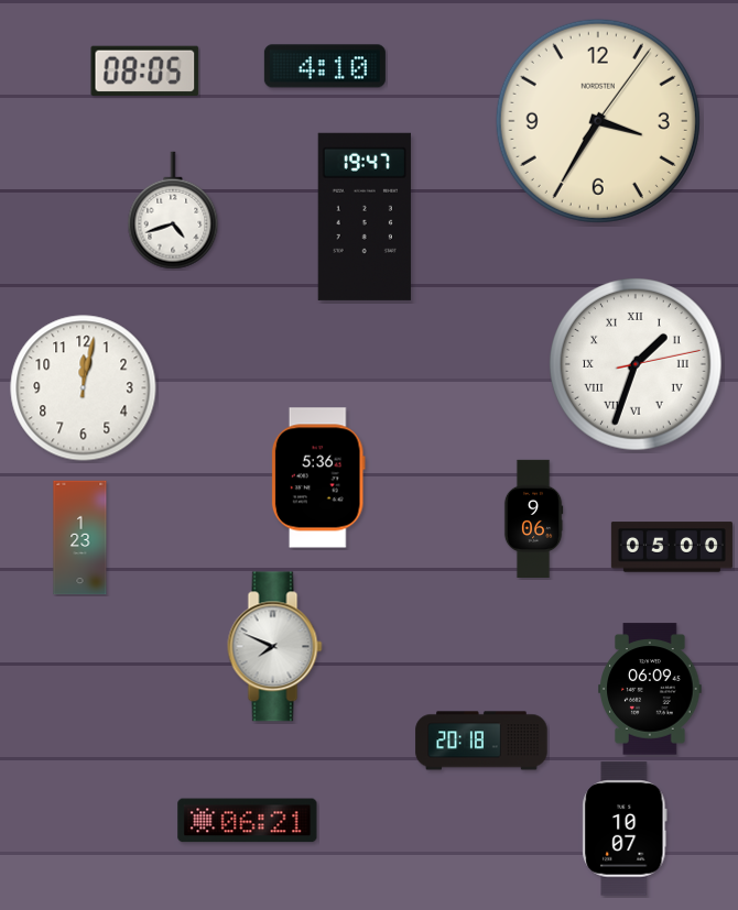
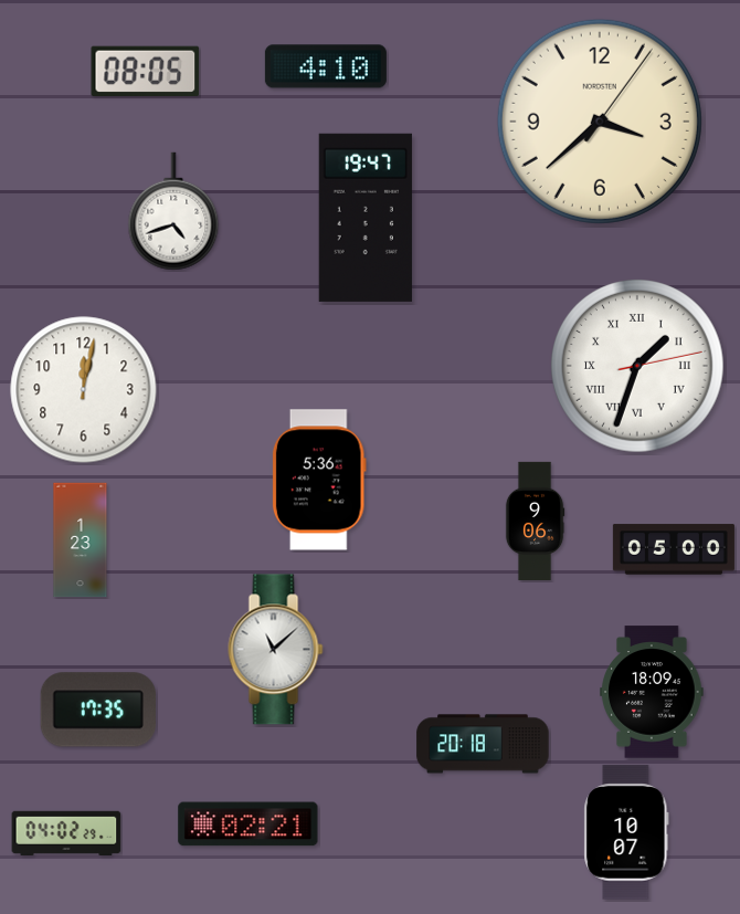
clock at (598, 121): 3:35 -> 3:38
clock at (275, 647): 7:49 -> 11:08
clock at (650, 689): 06:09 -> 18:09
clock at (97, 710): none -> 17:35
clock at (248, 821): 06:21 -> 02:21
clock at (66, 832): none -> 04:02
